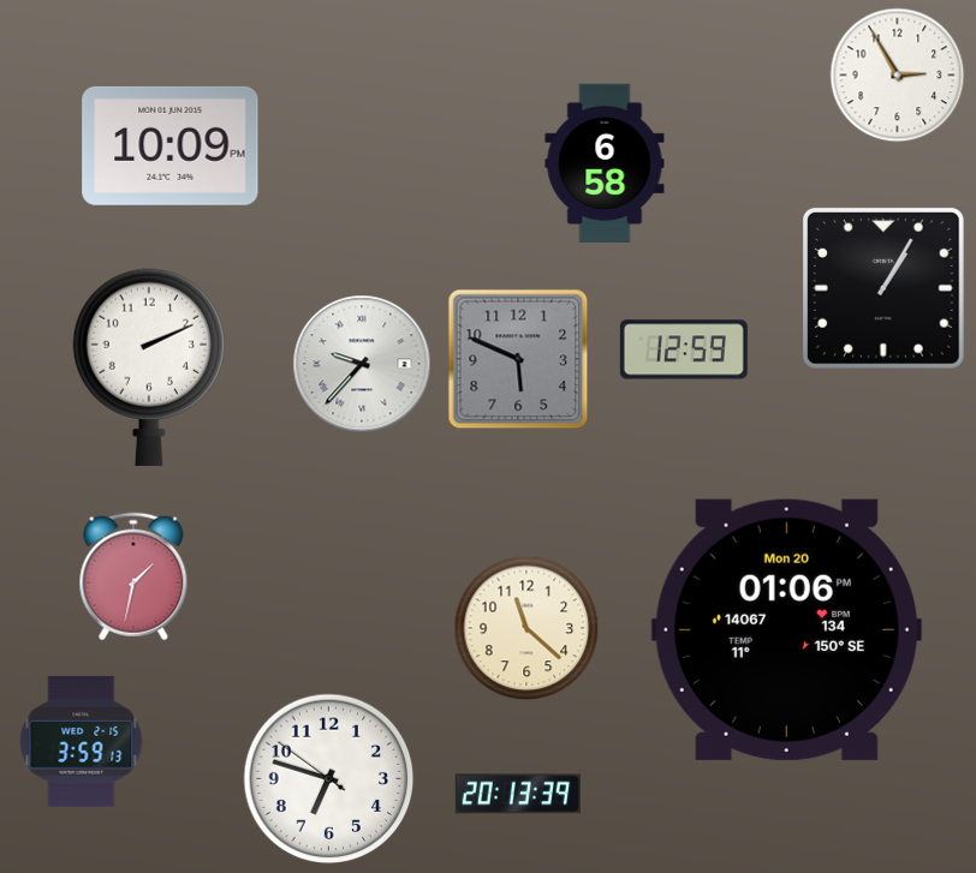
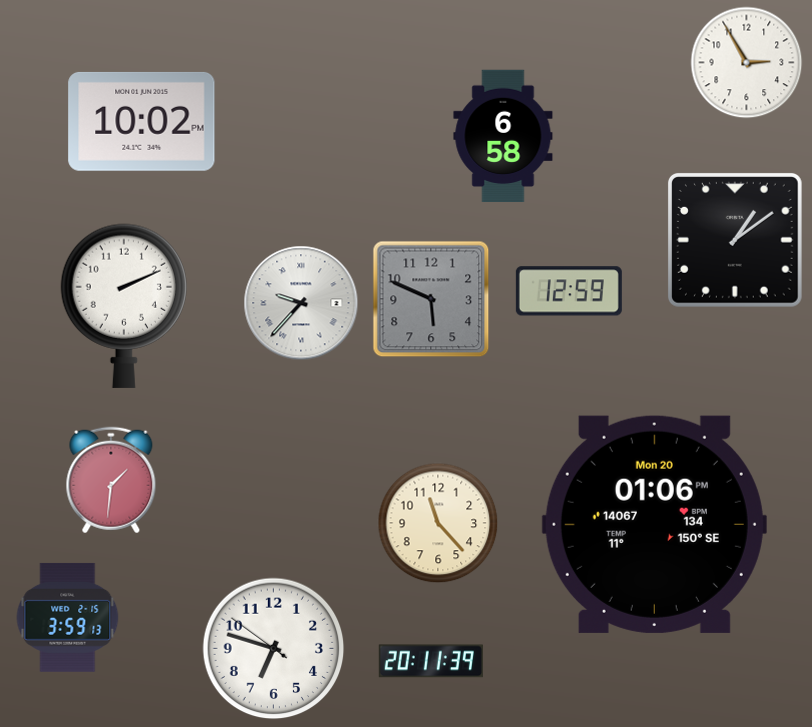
clock at (171, 145): 10:09 -> 10:02
clock at (883, 288): 1:05 -> 1:09
clock at (133, 576): 1:32 -> 1:31
clock at (526, 628): 11:22 -> 11:23
clock at (518, 794): 20:13 -> 20:11
